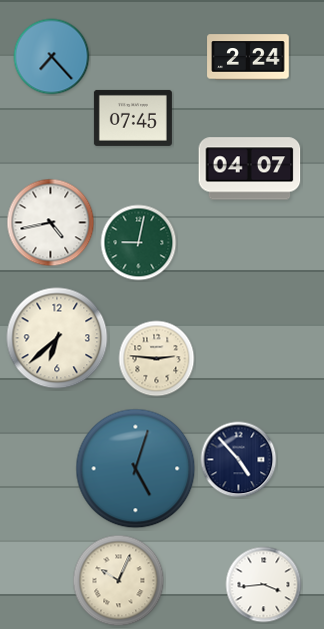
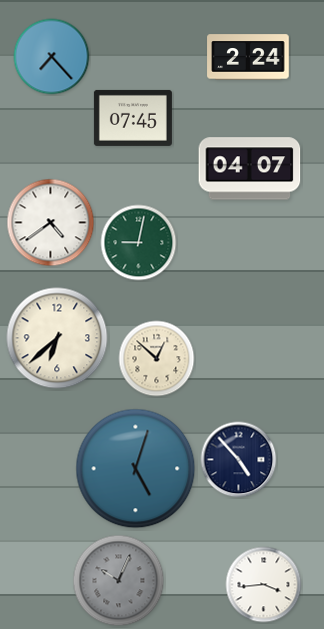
clock at (51, 223): 4:43 -> 4:39
clock at (157, 359): 2:46 -> 12:52
clock at (119, 581) dial: cream -> grey
